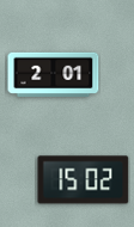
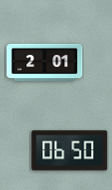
clock at (84, 180): 15:02 -> 06:50
